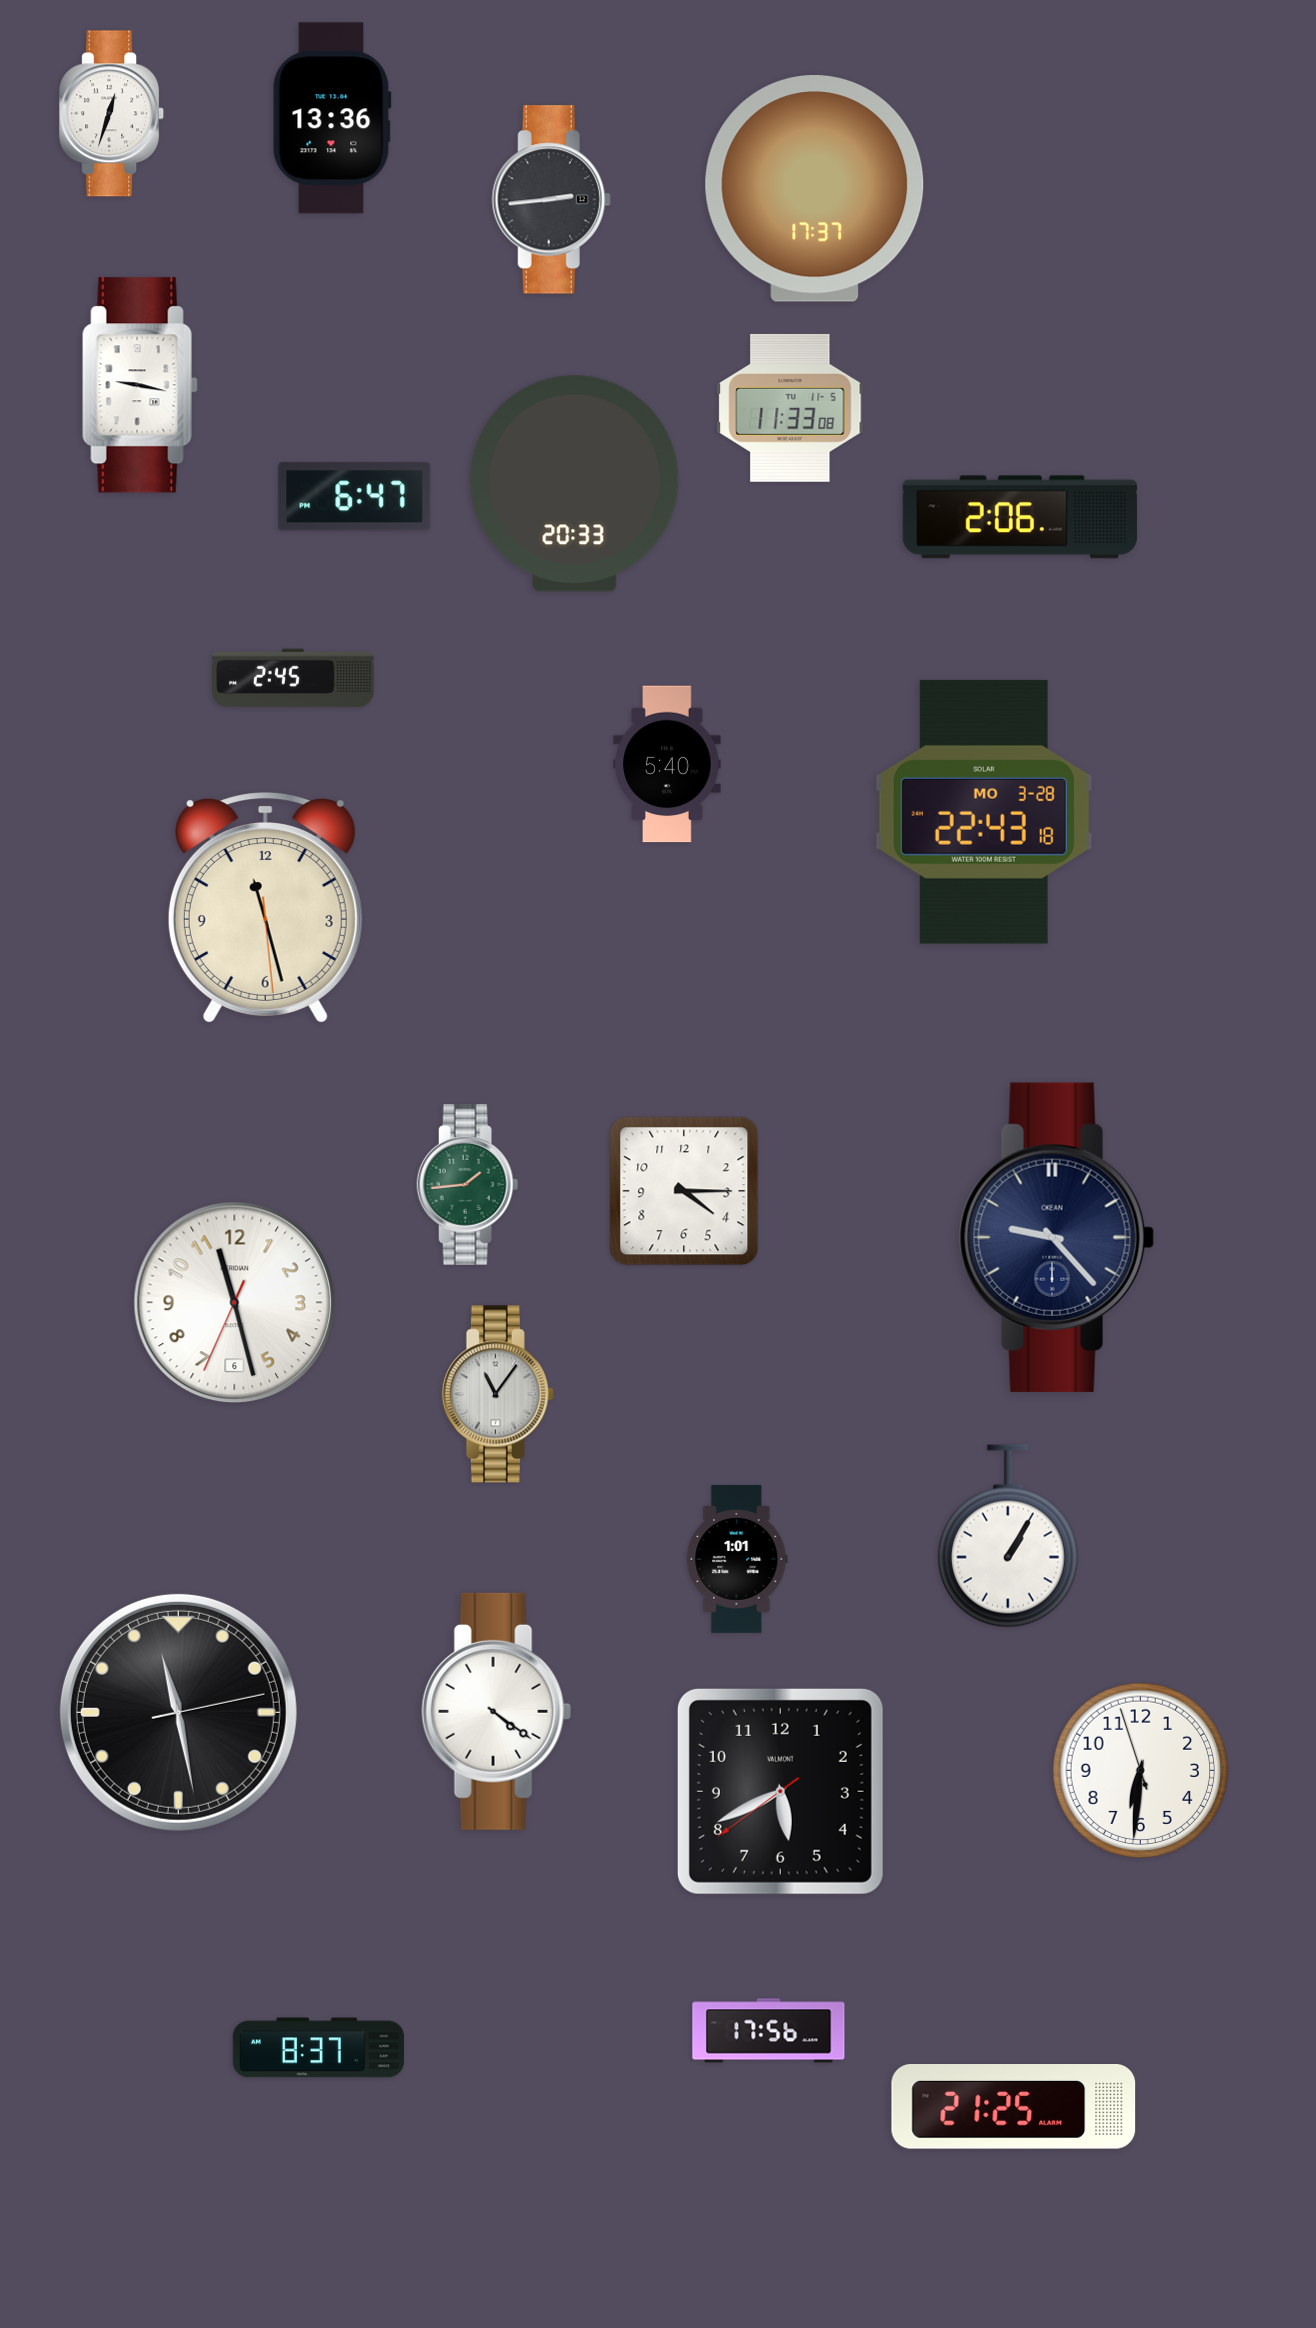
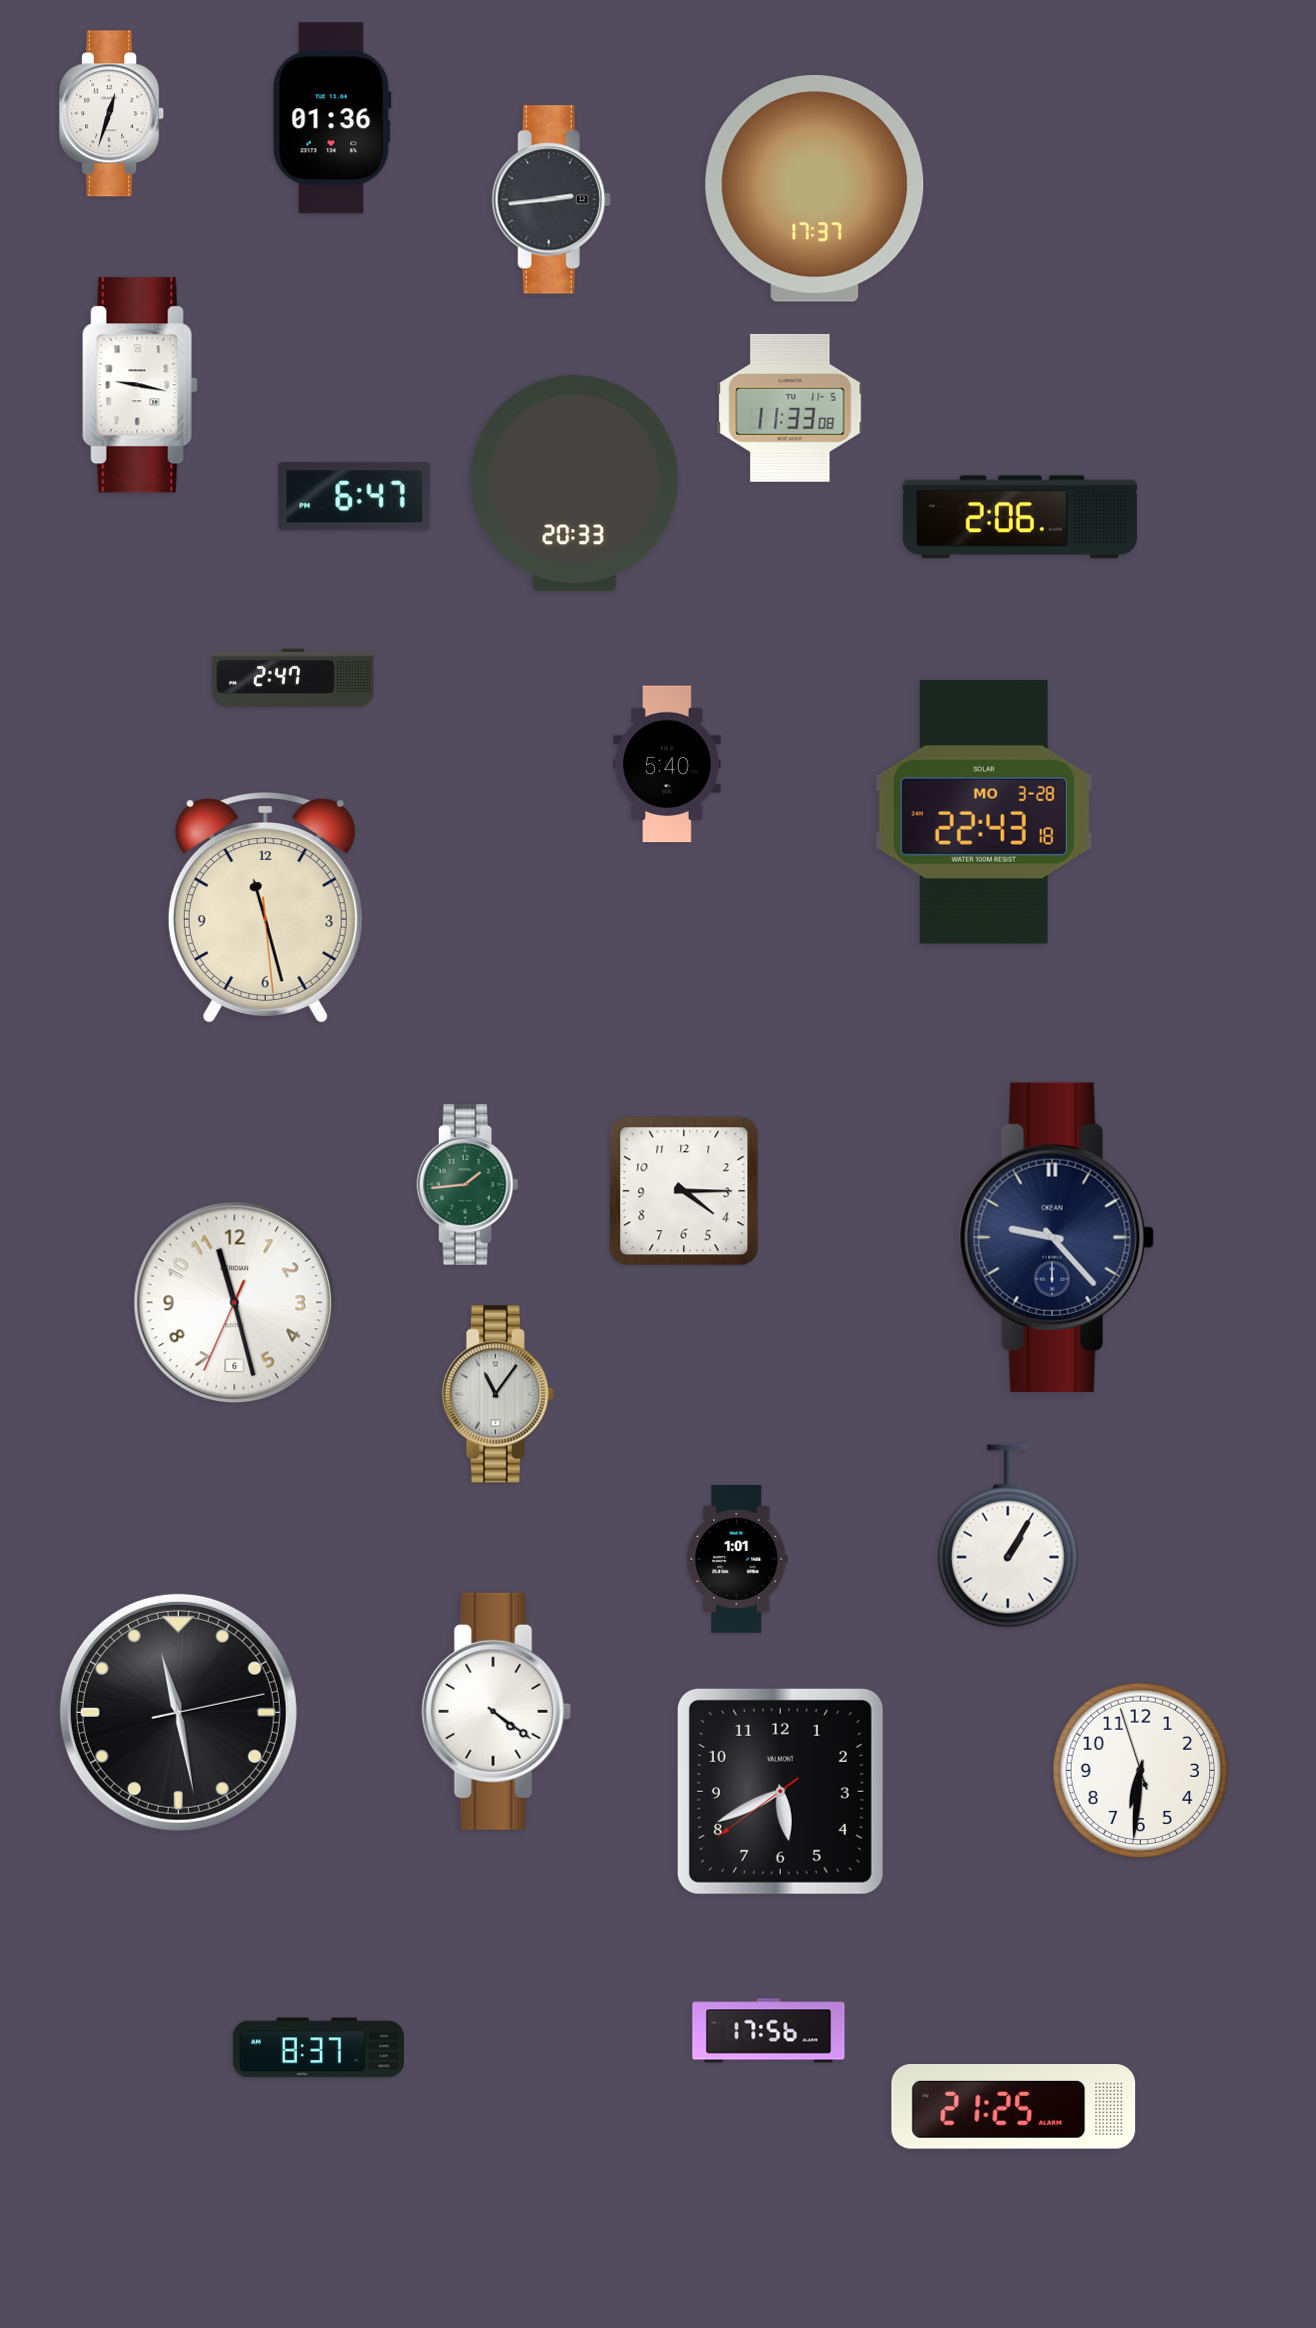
clock at (332, 118): 13:36 -> 01:36
clock at (293, 678): 2:45 -> 2:47
